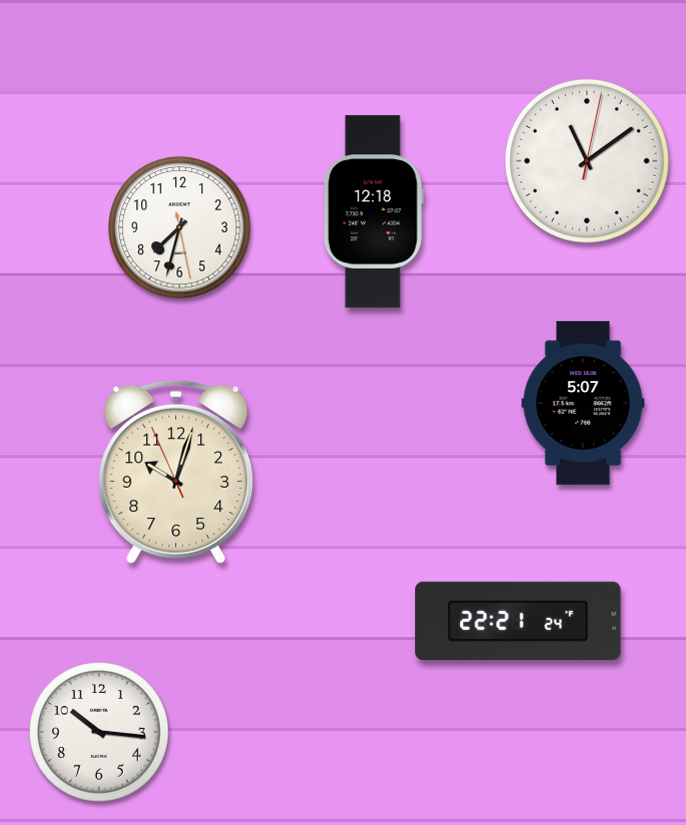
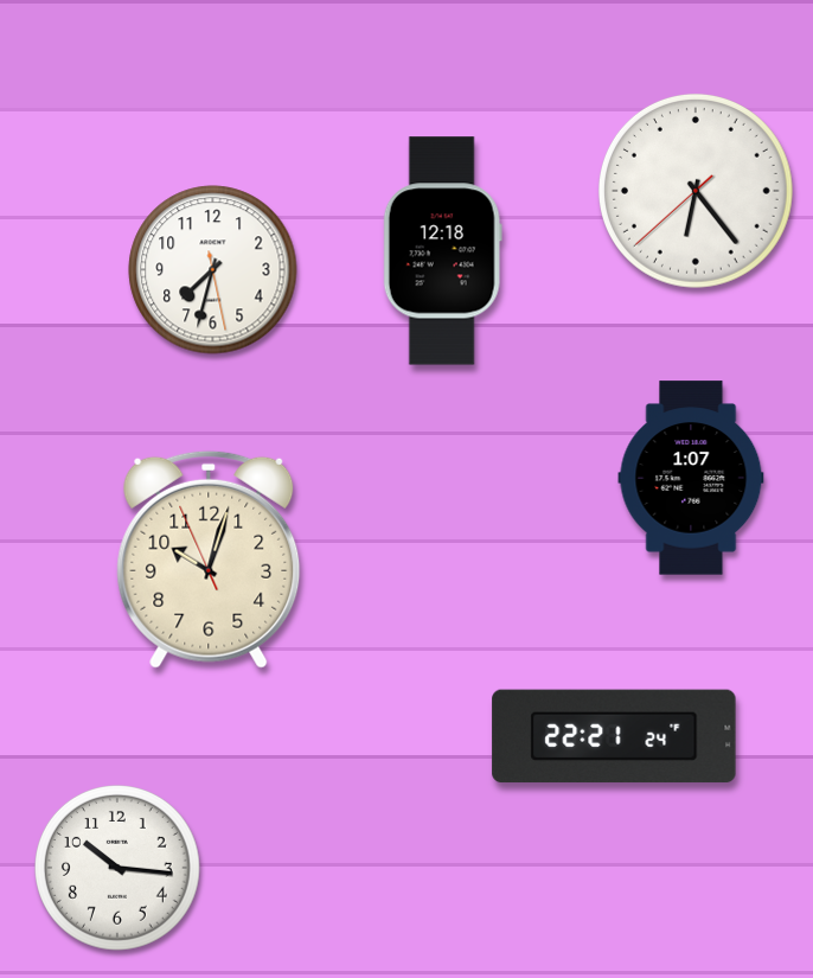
clock at (587, 161): 11:09 -> 6:23
clock at (583, 403): 5:07 -> 1:07
